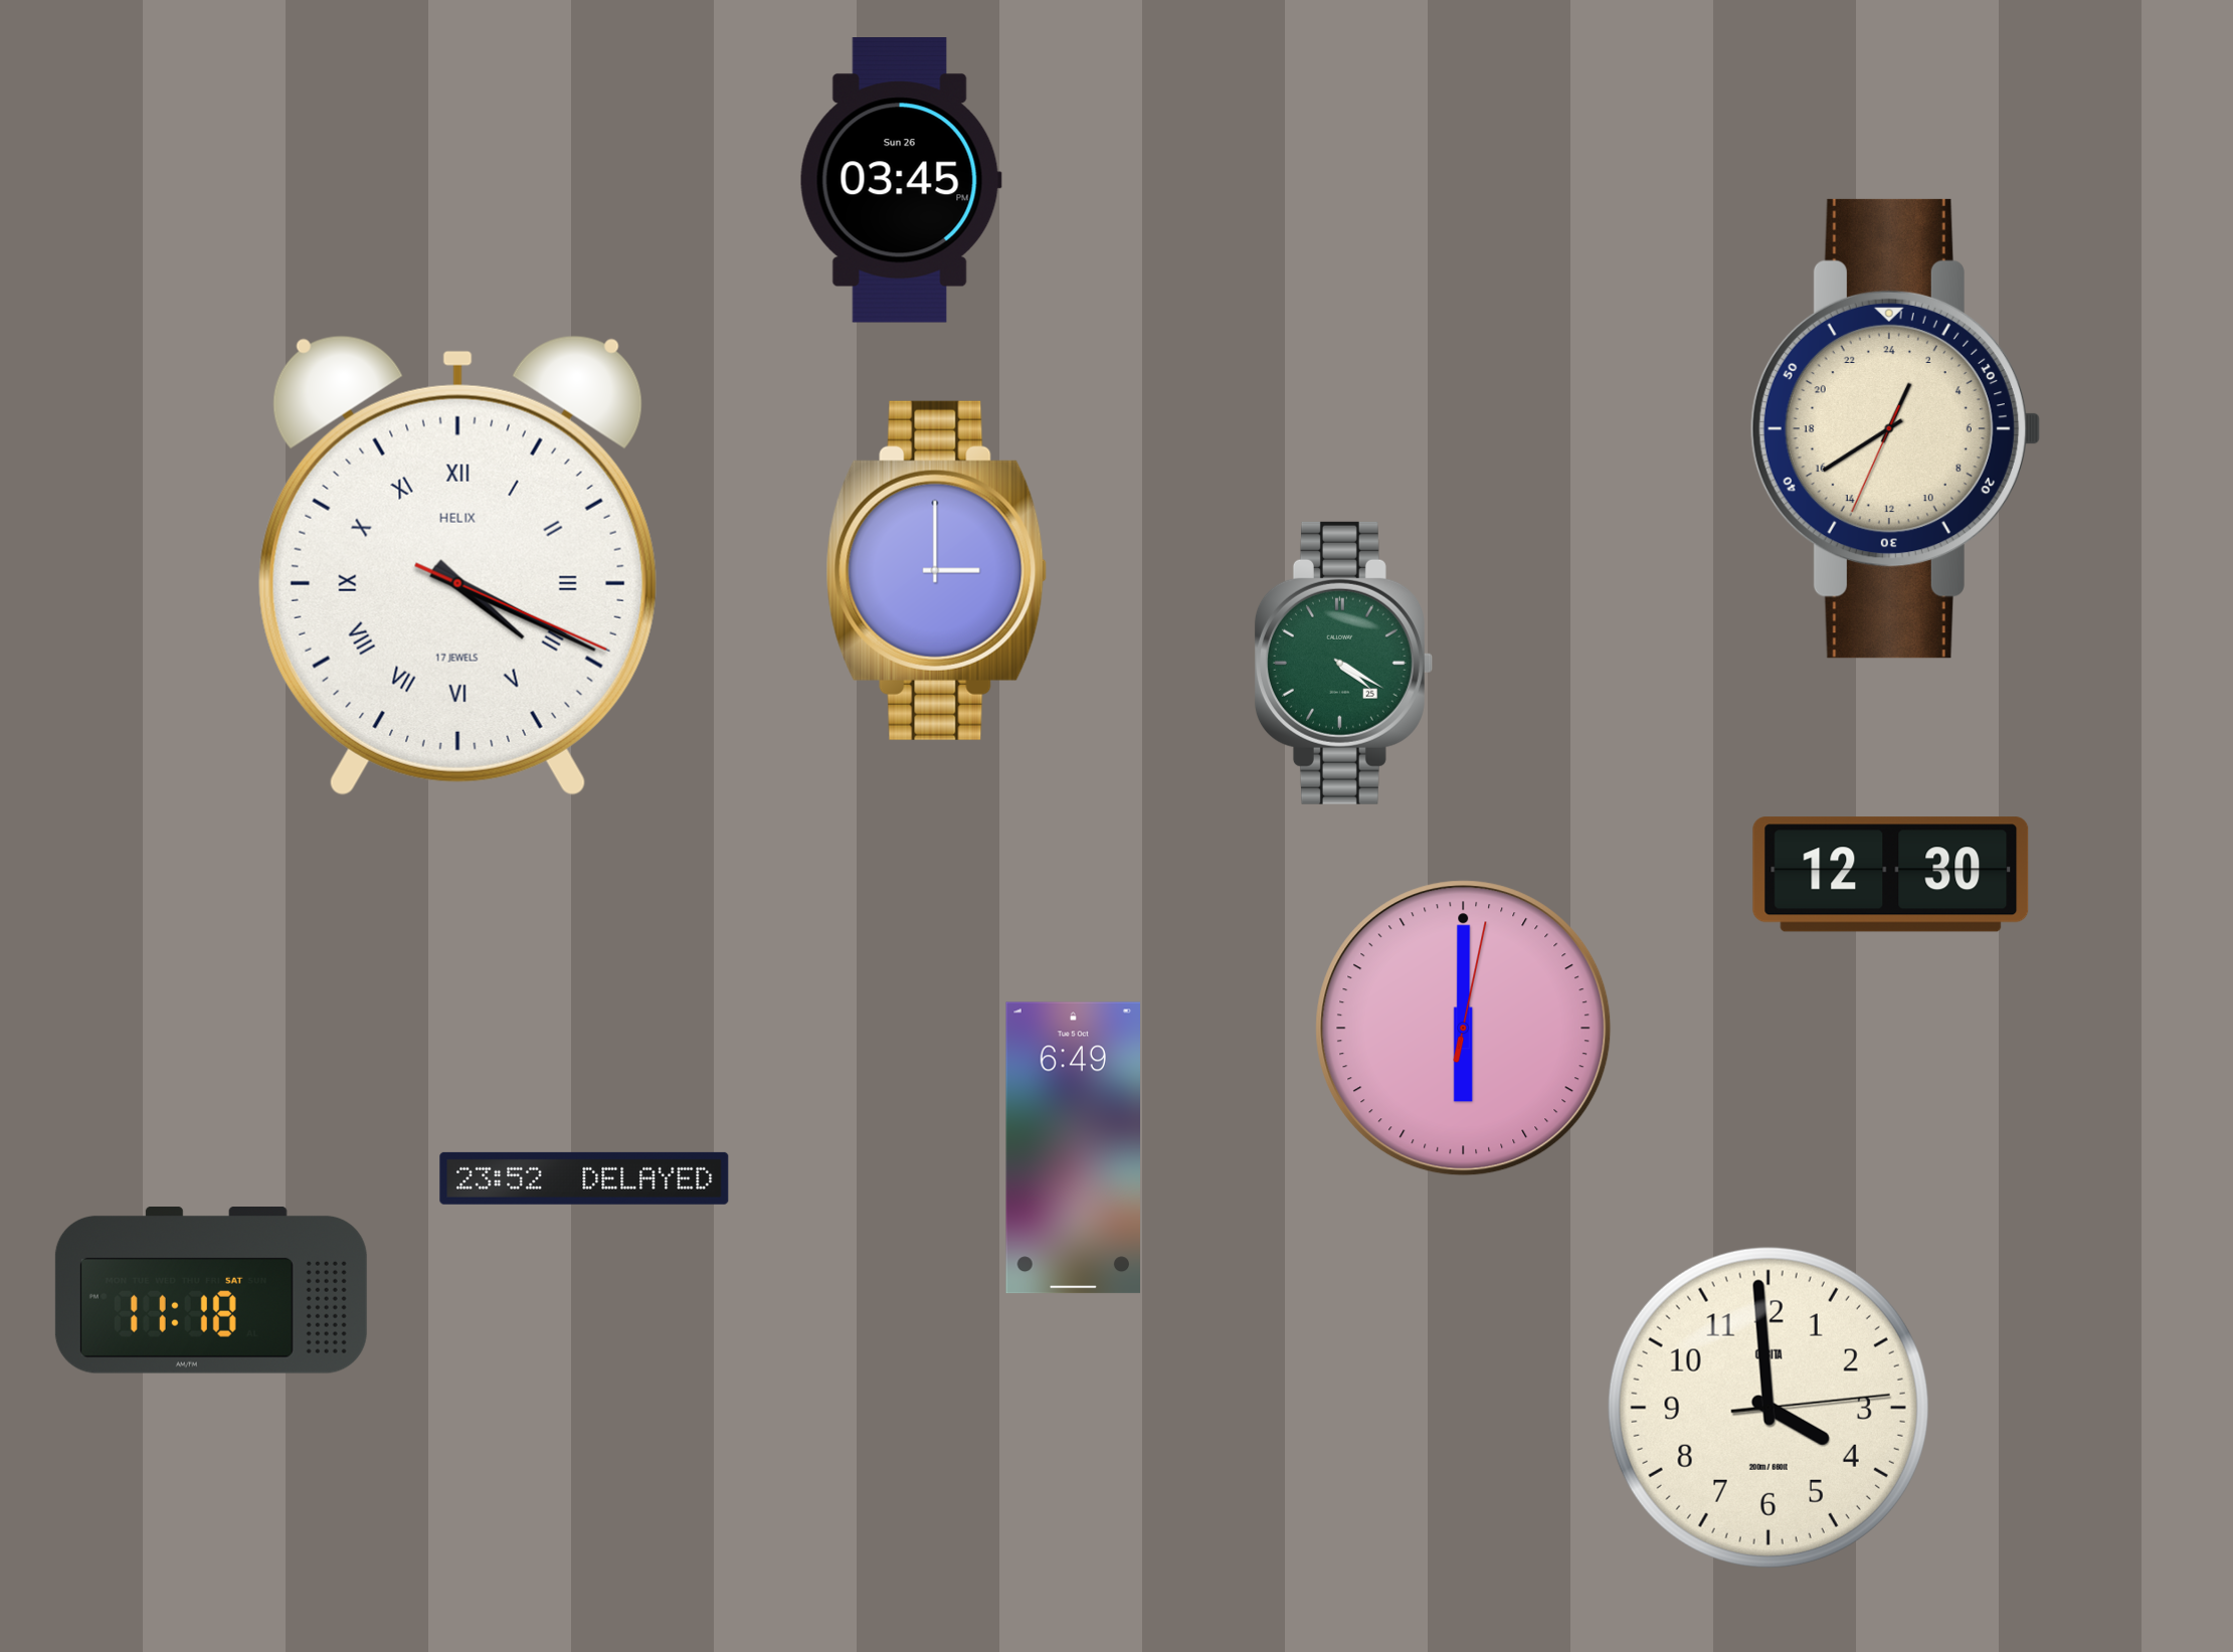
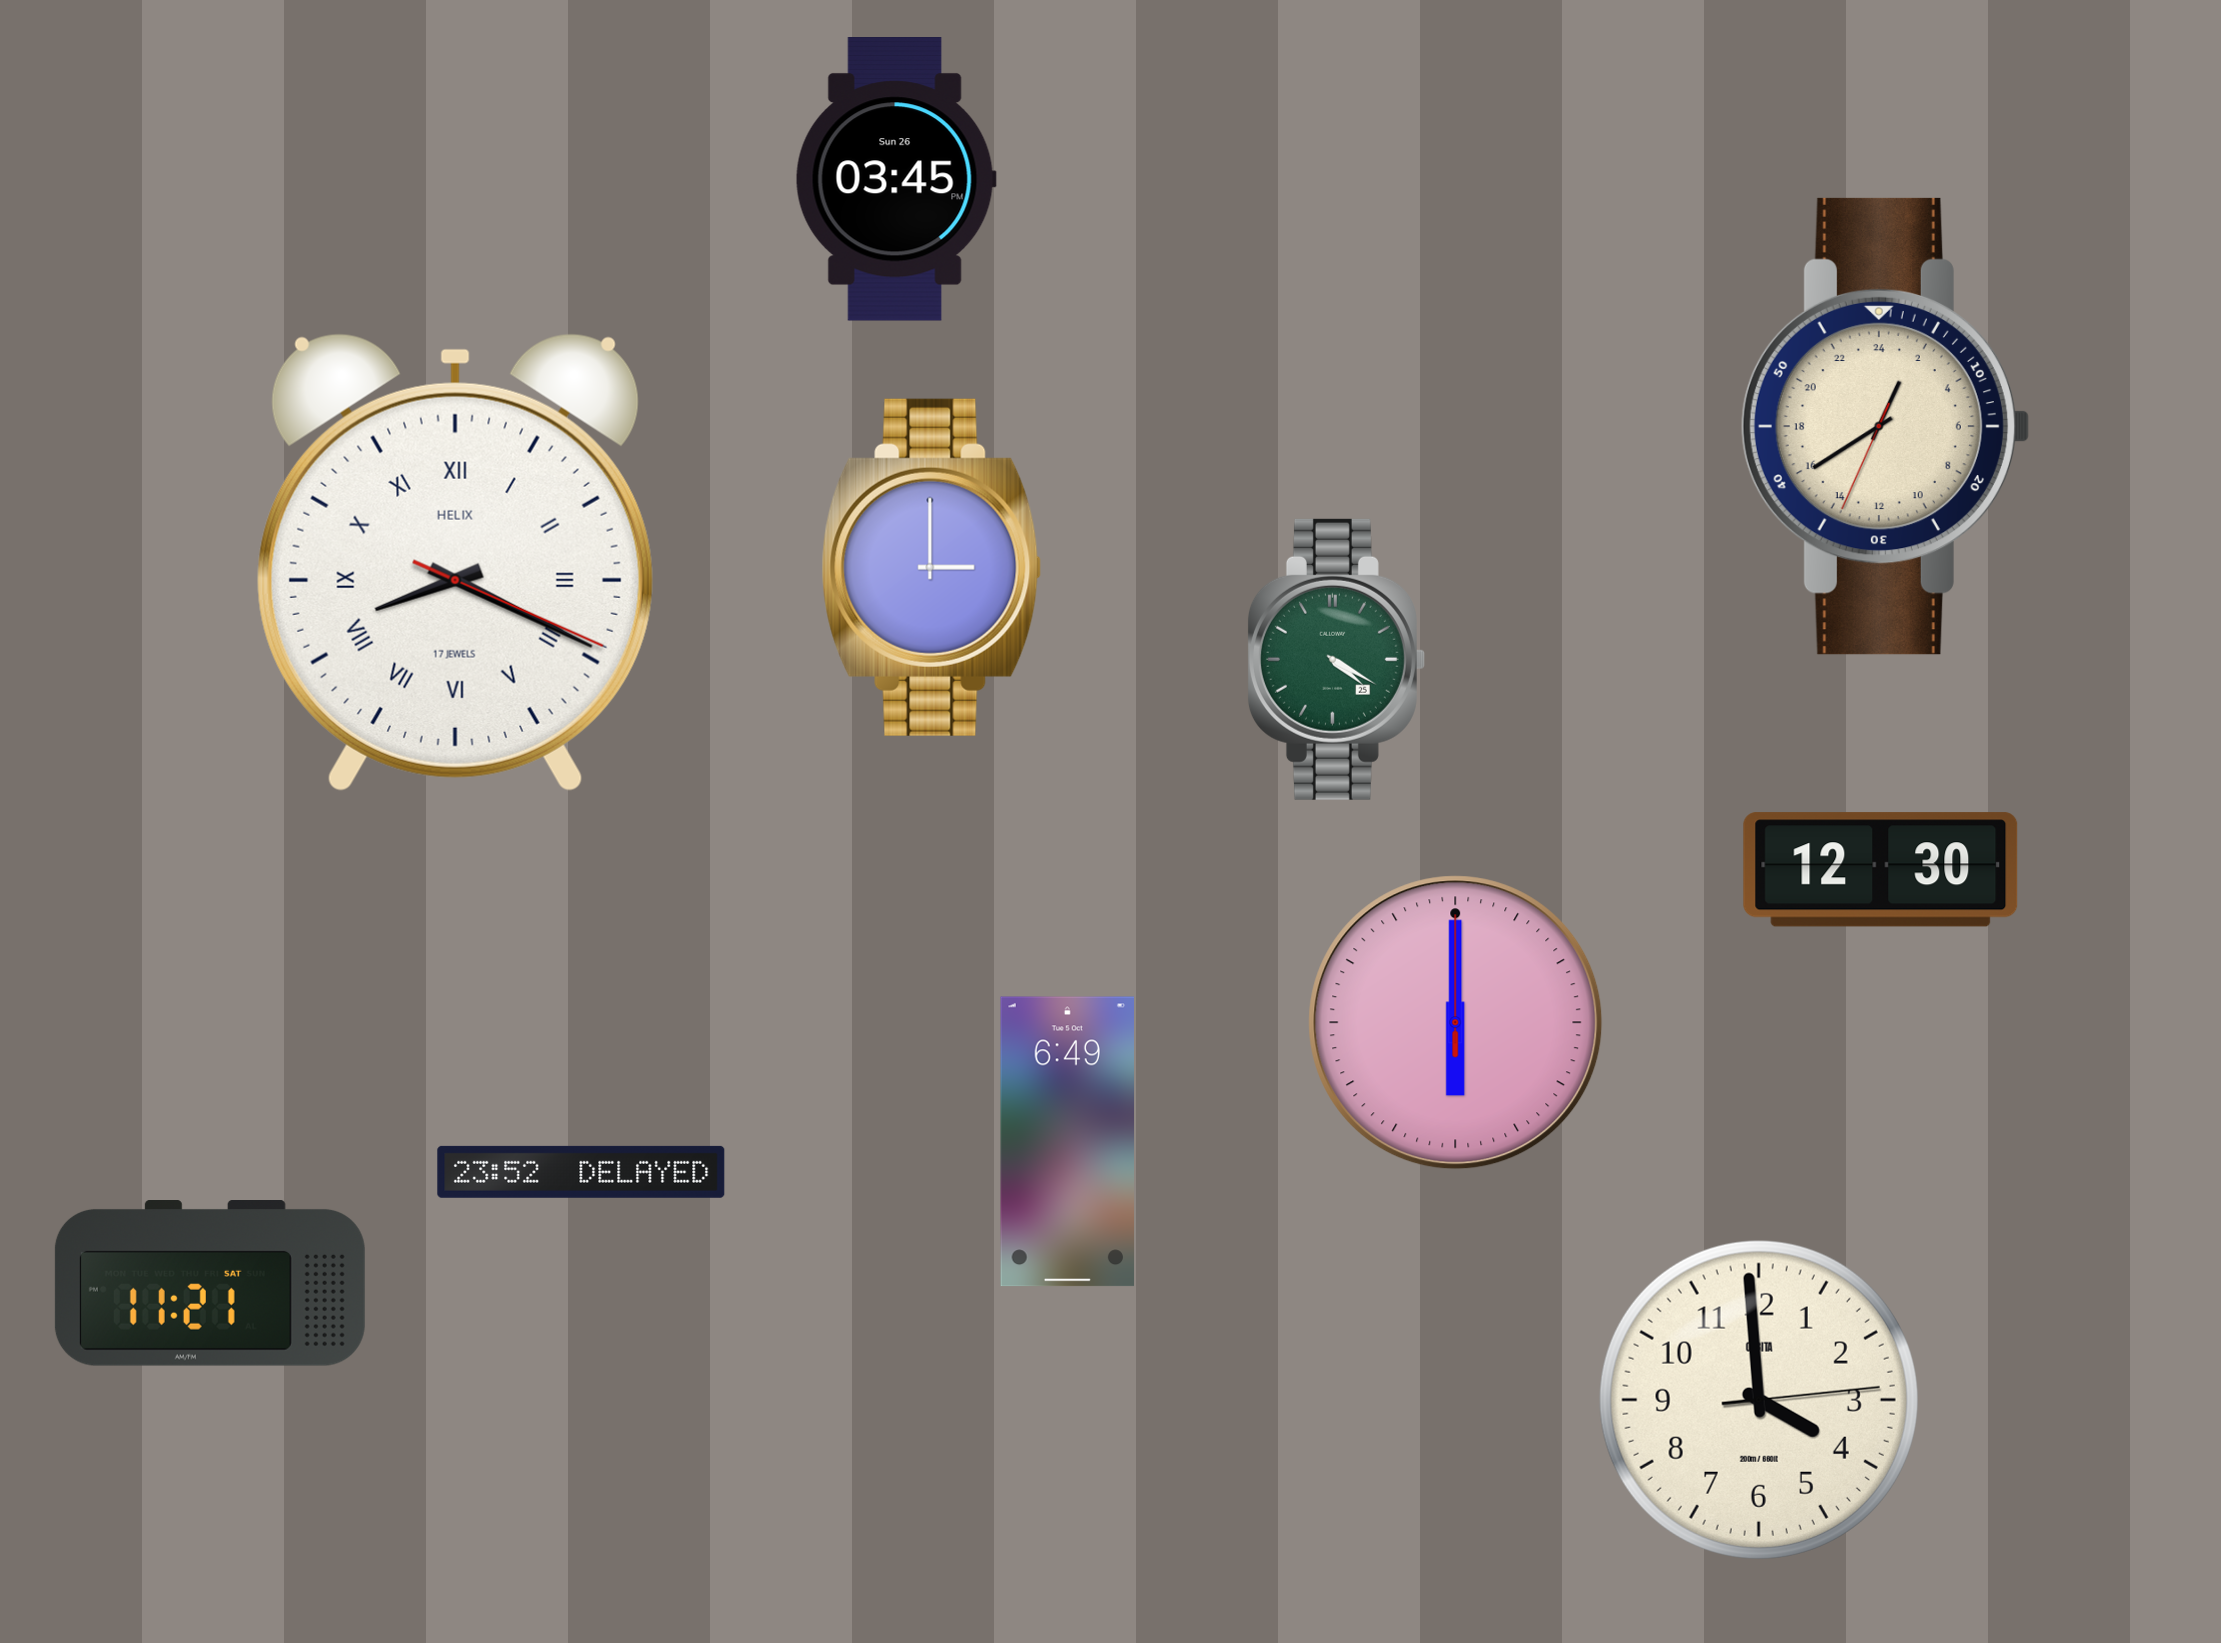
clock at (457, 565): 4:19 -> 8:19
clock at (1464, 1029): 6:00:02 -> 6:00:00
clock at (211, 1291): 11:18 -> 11:21
